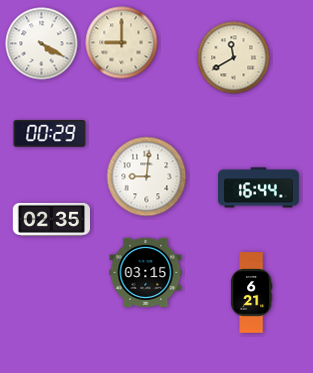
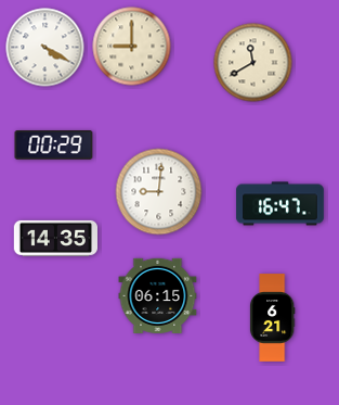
clock at (259, 188): 16:44 -> 16:47
clock at (51, 219): 02:35 -> 14:35
clock at (146, 272): 03:15 -> 06:15
